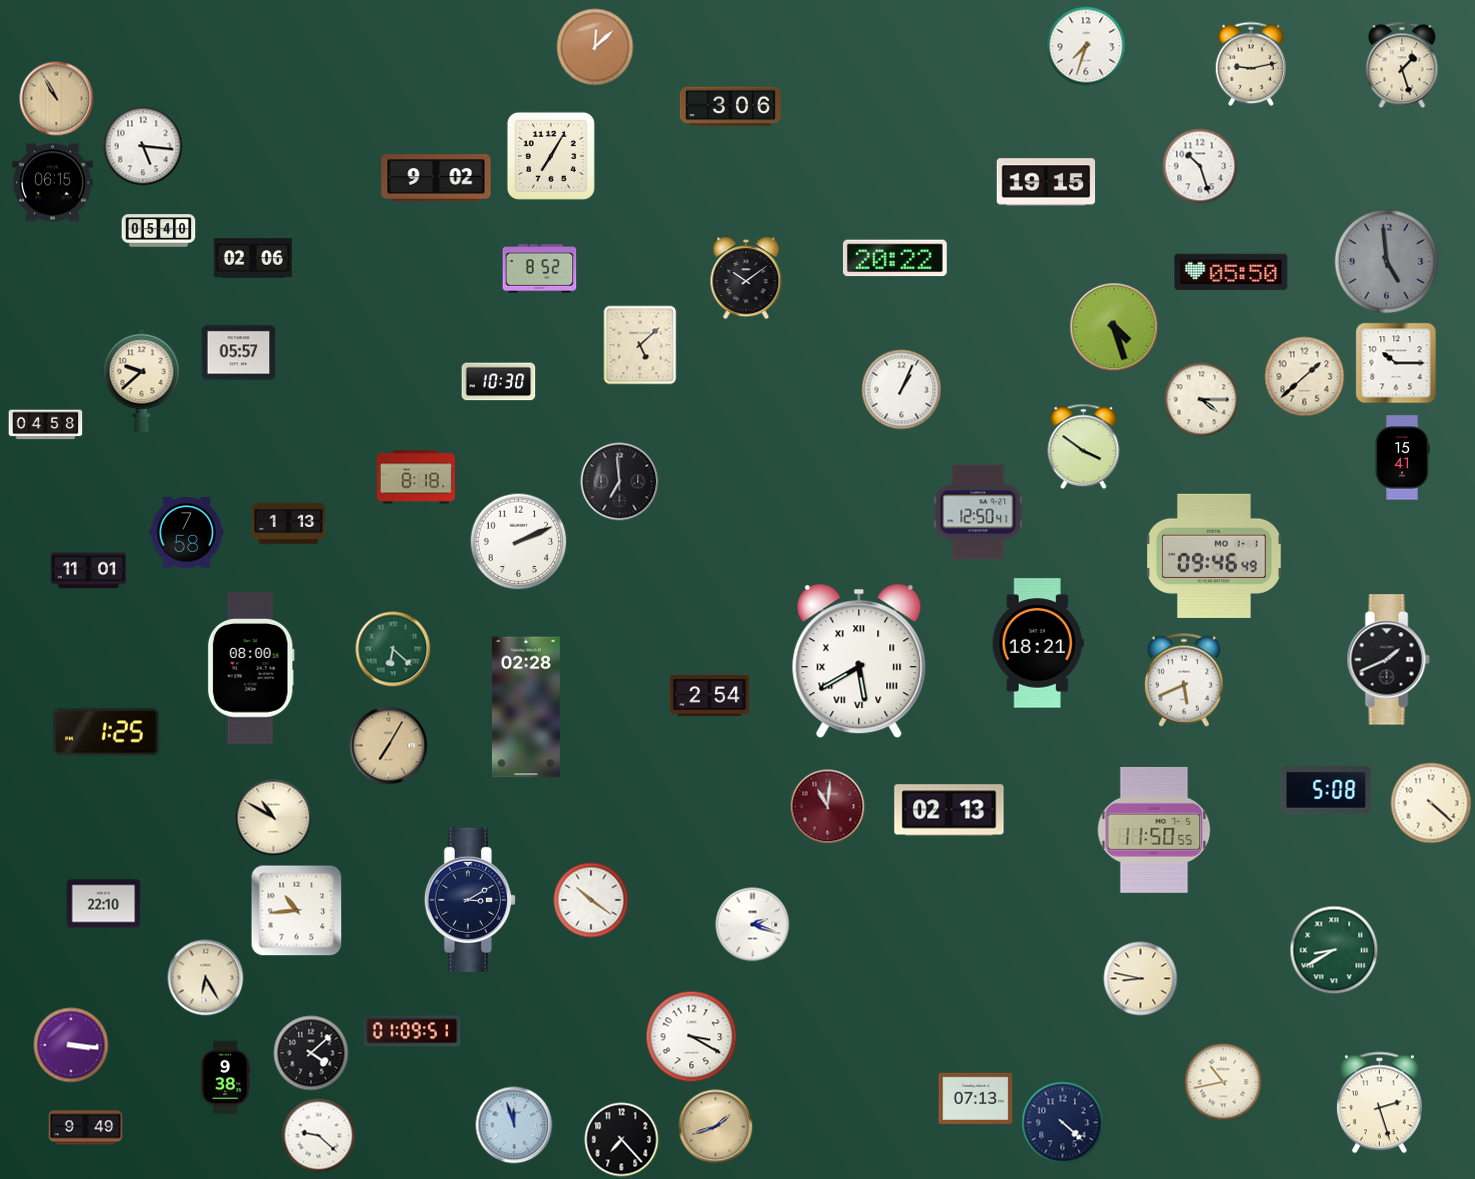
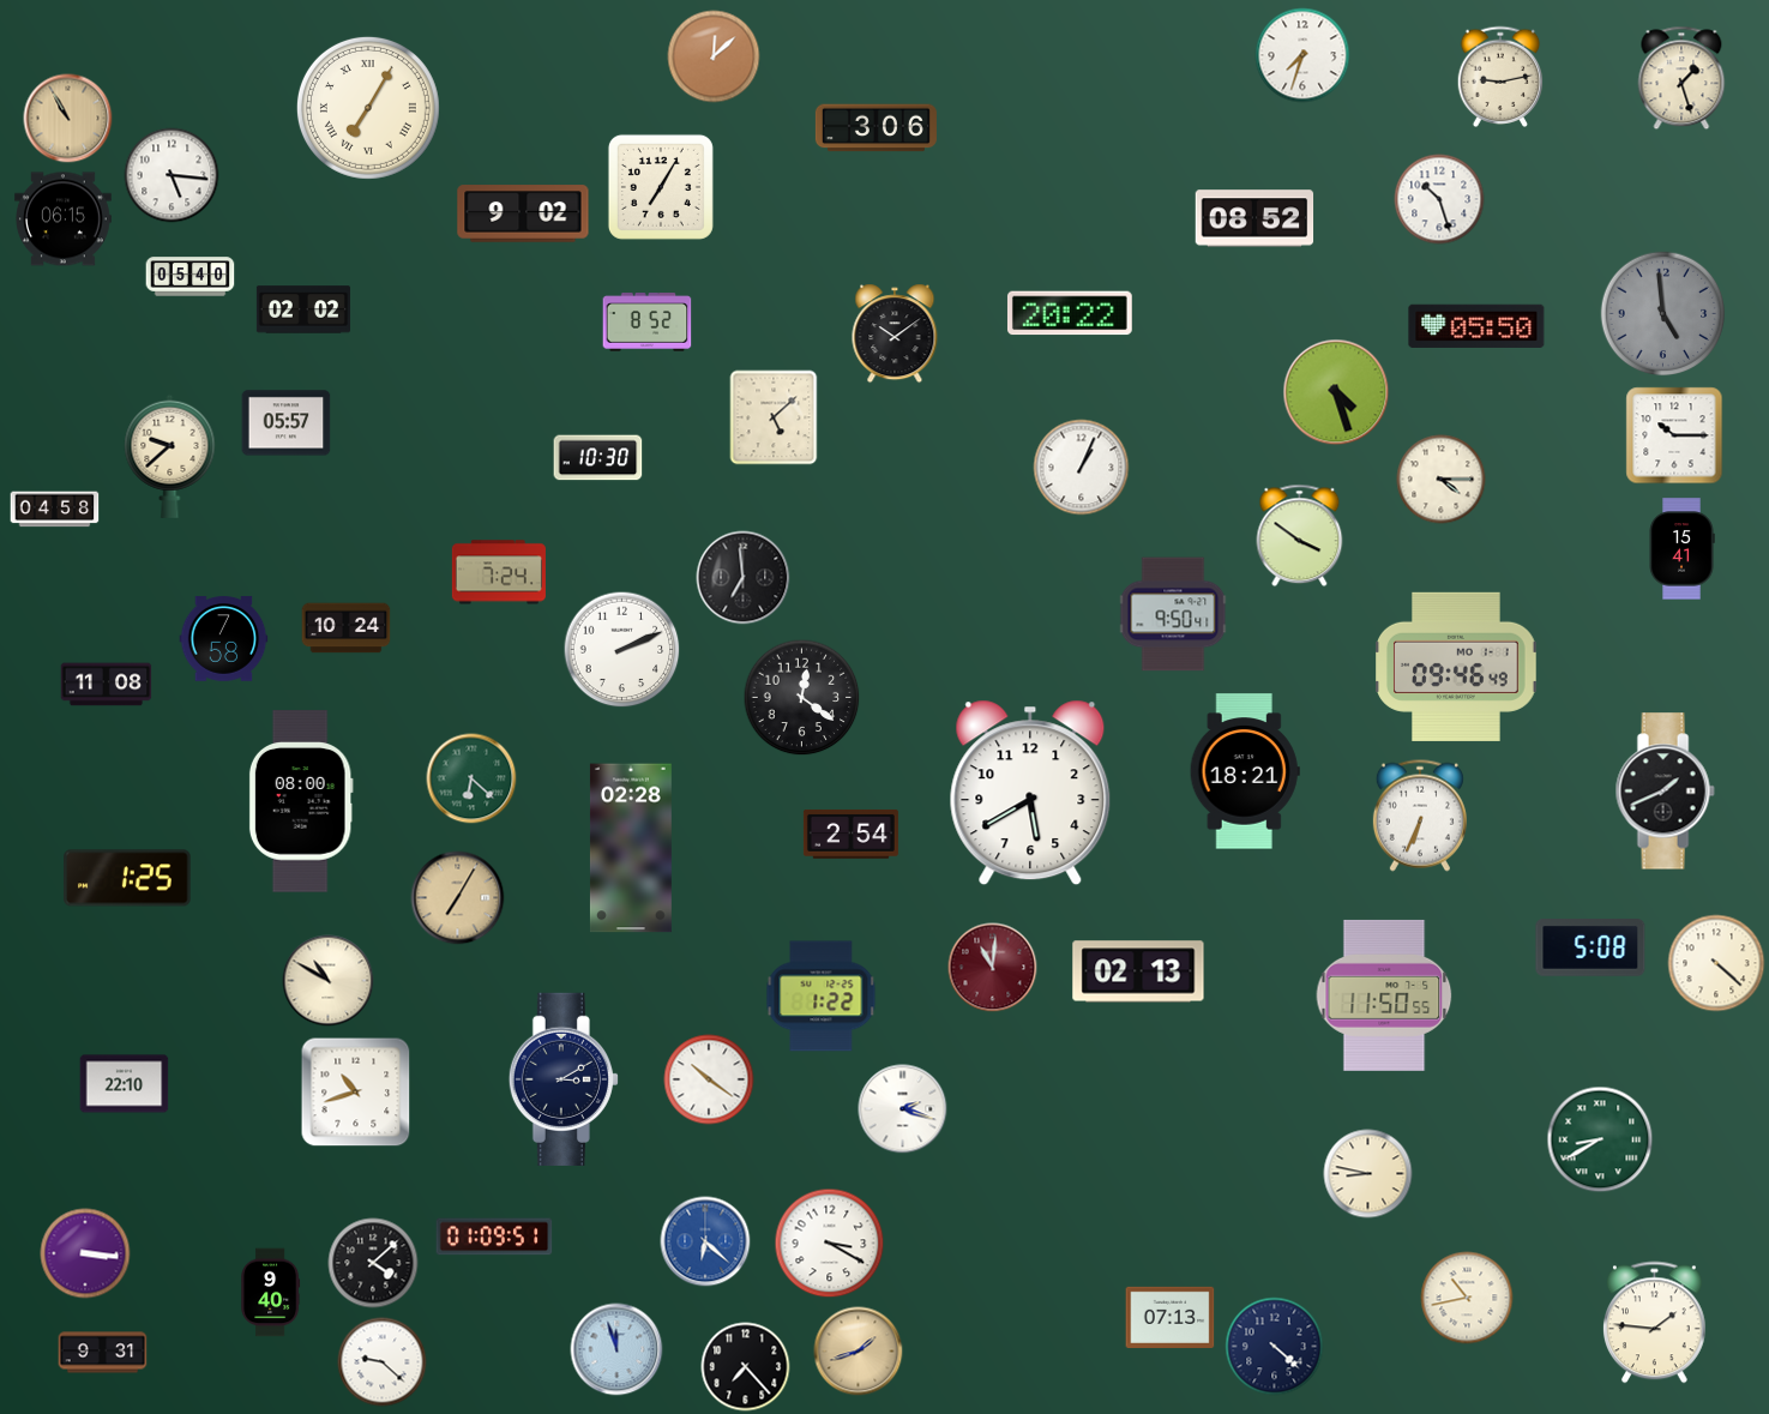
clock at (368, 108): none -> 7:05
clock at (1046, 182): 19:15 -> 08:52
clock at (253, 258): 02:06 -> 02:02
clock at (895, 258) position: (895, 258) -> (1070, 313)
clock at (640, 345) position: (640, 345) -> (774, 417)
clock at (1305, 377): 1:38 -> none
clock at (416, 477): 8:18 -> 7:24
clock at (978, 512): 12:50 -> 9:50
clock at (289, 524): 1:13 -> 10:24
clock at (89, 571): 11:01 -> 11:08
clock at (802, 698): none -> 12:21
clock at (859, 661) numerals: Roman -> Arabic
clock at (1184, 680): 5:41 -> 6:34
clock at (389, 746) position: (389, 746) -> (458, 898)
clock at (822, 997): none -> 1:22
clock at (297, 911): 10:44 -> 10:42
clock at (206, 978): 6:25 -> none
clock at (705, 1241): none -> 6:22
clock at (226, 1078): 9:38 -> 9:40
clock at (1379, 1103): 2:27 -> 1:46
clock at (86, 1128): 9:49 -> 9:31
